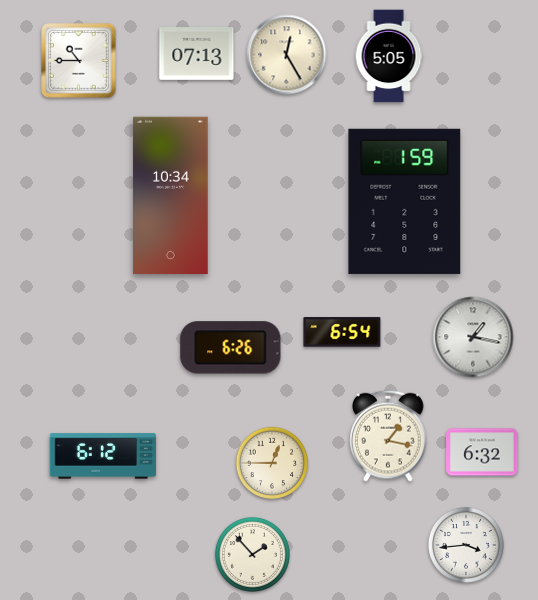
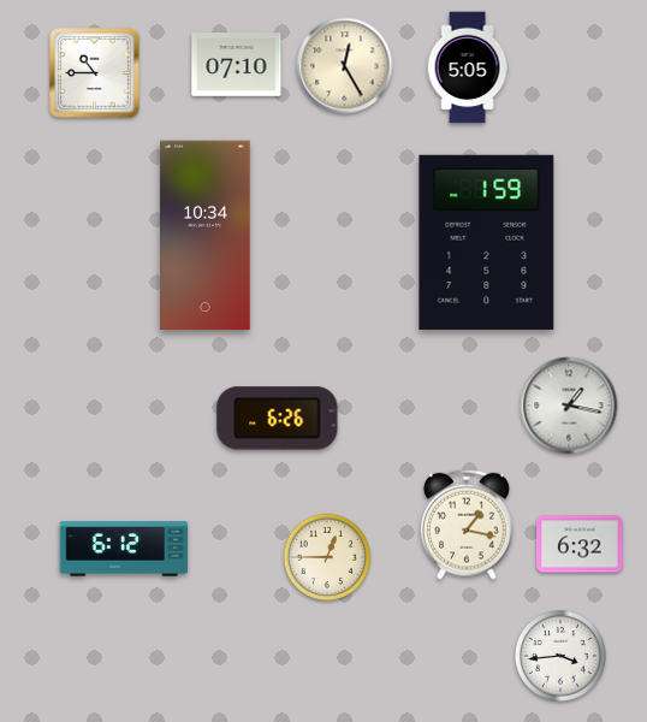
clock at (197, 54): 07:13 -> 07:10
clock at (342, 332): 6:54 -> none
clock at (252, 554): 1:53 -> none
